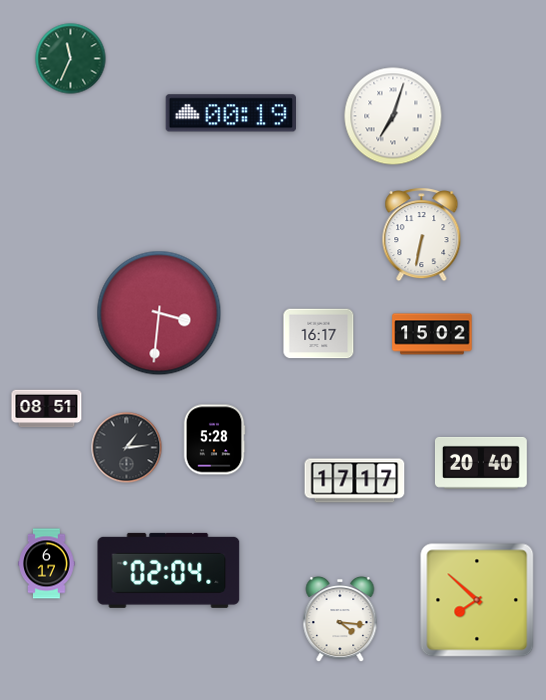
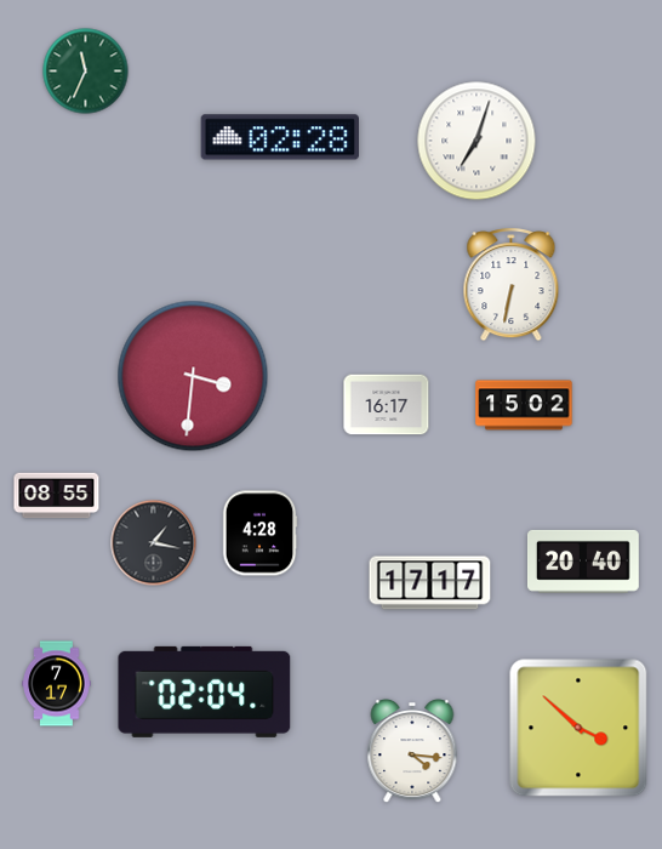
clock at (231, 113): 00:19 -> 02:28
clock at (159, 313) position: (159, 313) -> (193, 376)
clock at (47, 409): 08:51 -> 08:55
clock at (214, 440): 5:28 -> 4:28
clock at (127, 448): 1:14 -> 1:17
clock at (47, 564): 6:17 -> 7:17
clock at (477, 600): 7:52 -> 3:52
